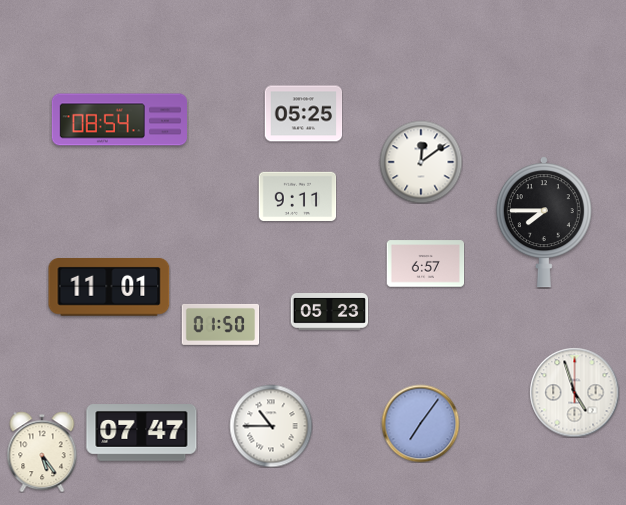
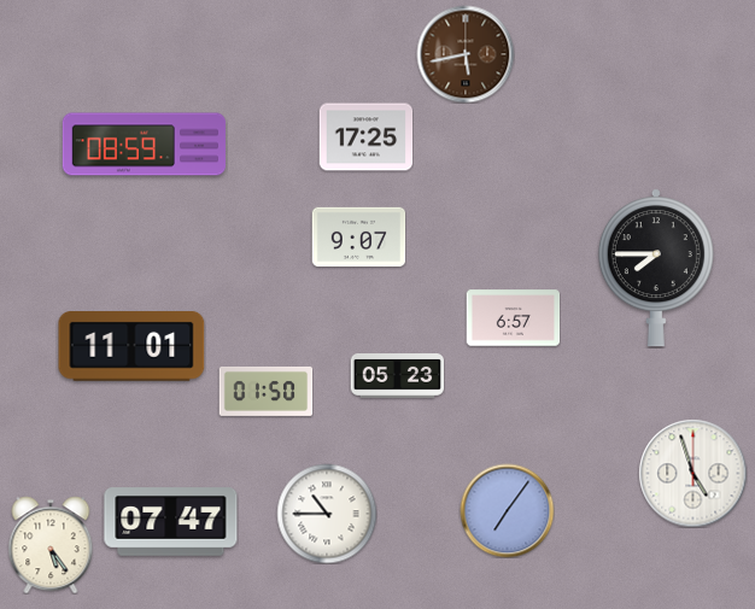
clock at (466, 54): none -> 5:43
clock at (303, 114): 05:25 -> 17:25
clock at (120, 120): 08:54 -> 08:59
clock at (421, 162): 12:09 -> none
clock at (297, 197): 9:11 -> 9:07
